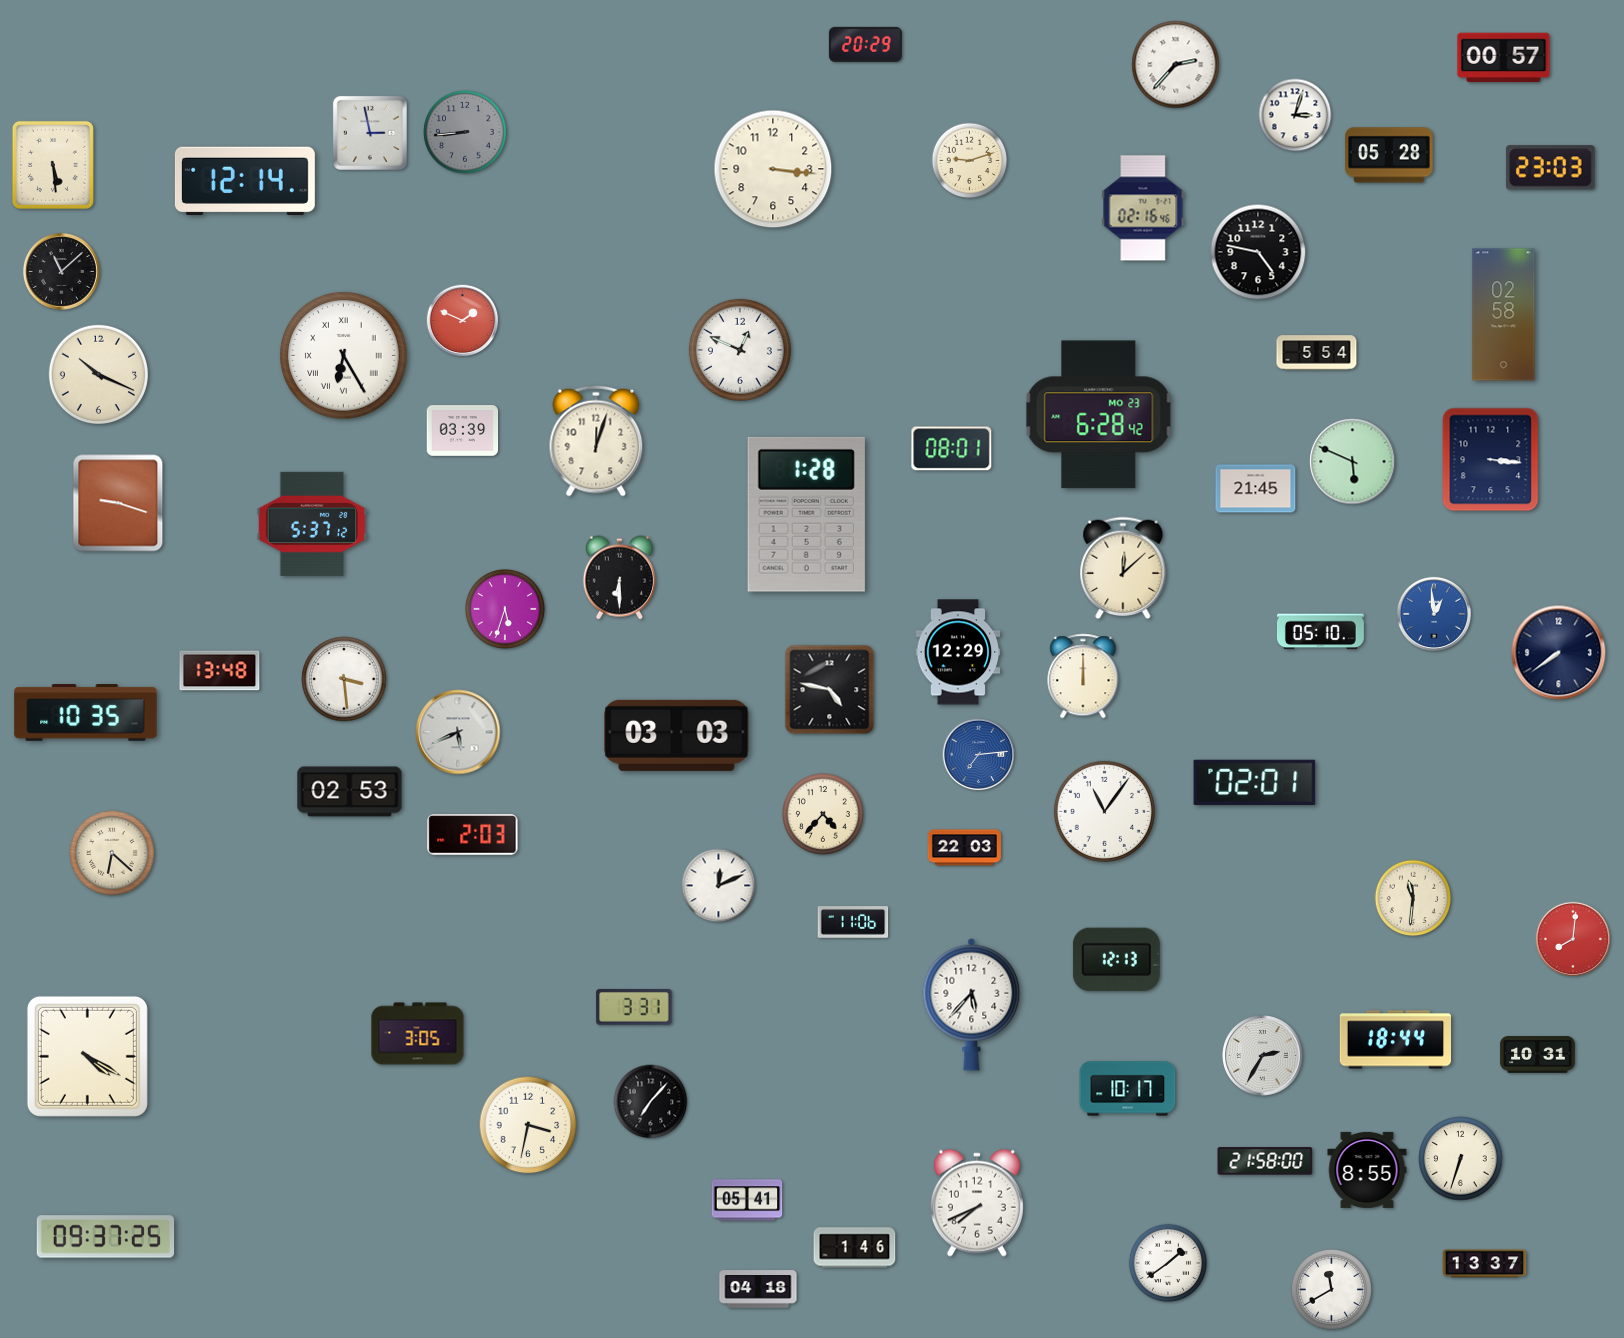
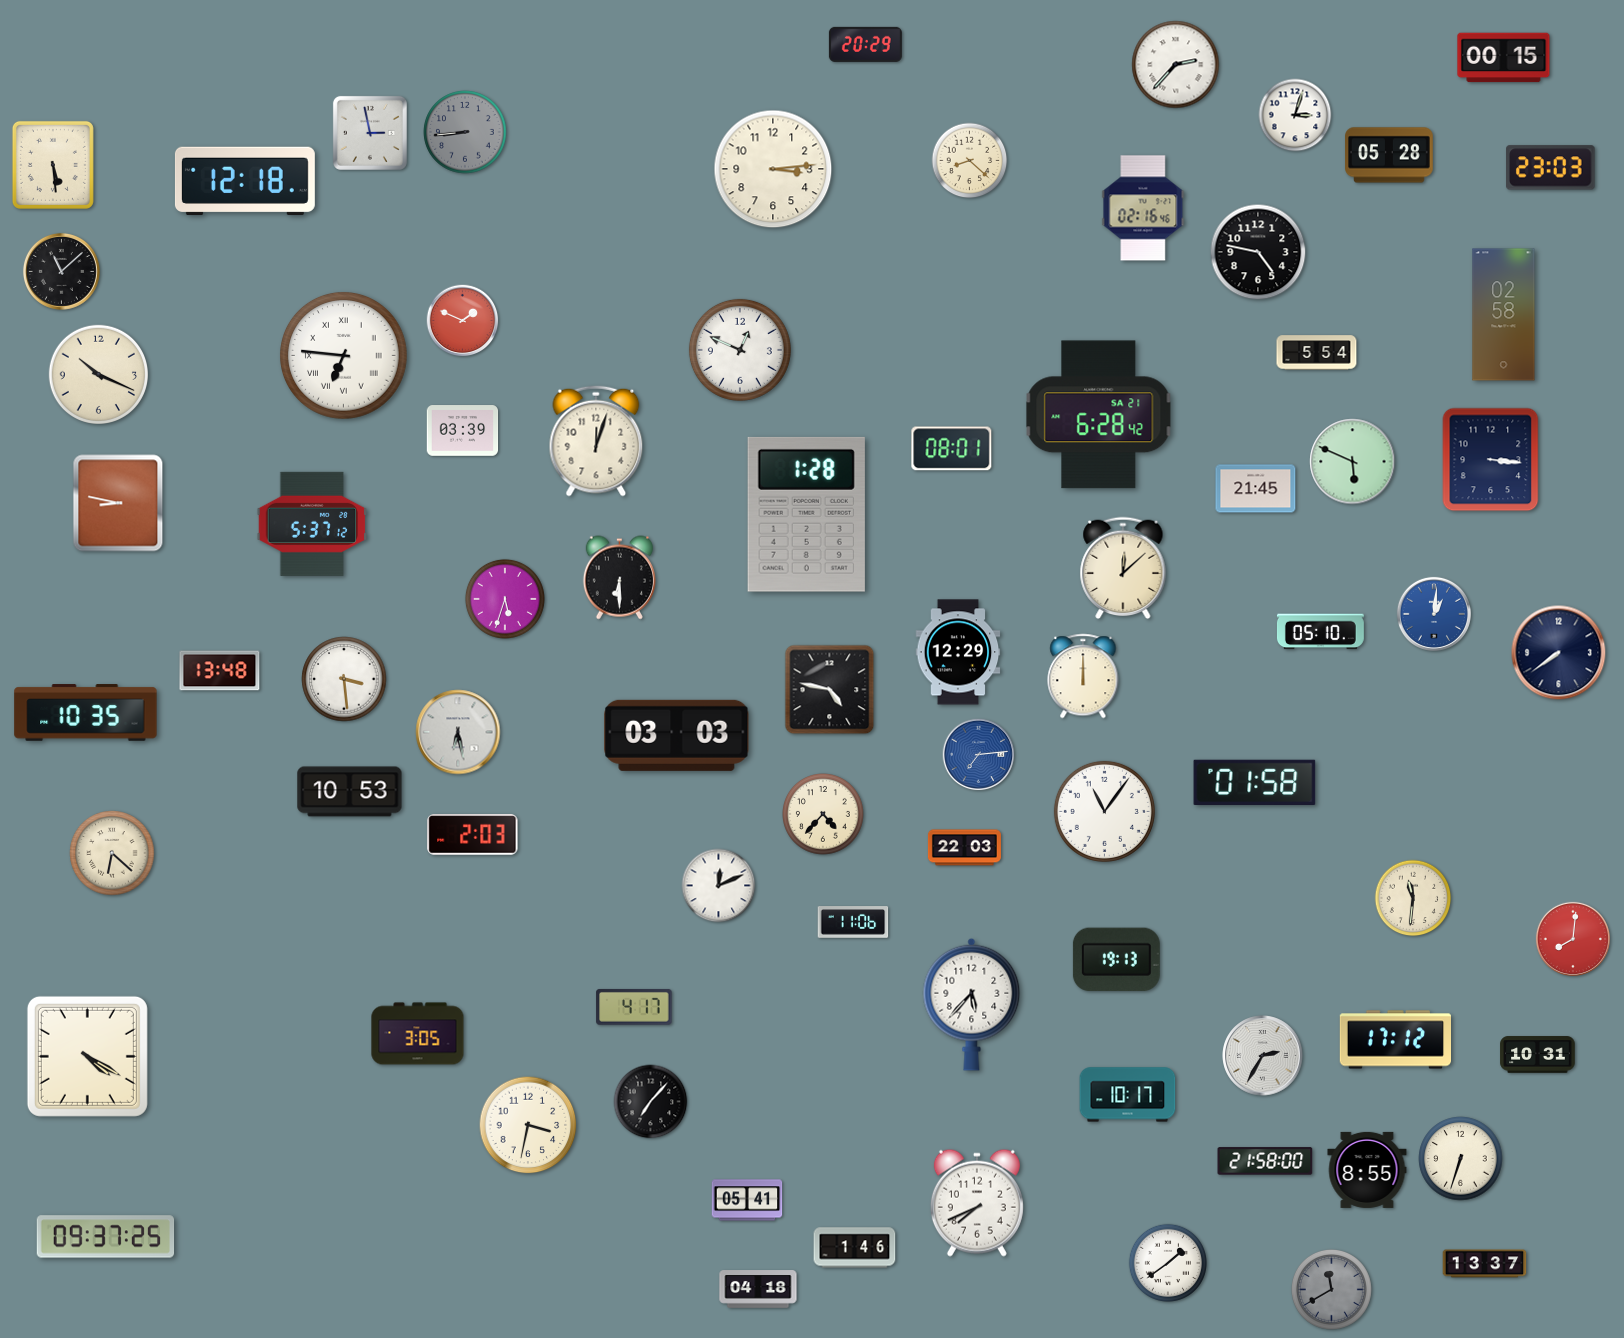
clock at (1504, 58): 00:57 -> 00:15
clock at (970, 161): 9:12 -> 8:22
clock at (773, 169): 3:16 -> 3:14
clock at (245, 181): 12:14 -> 12:18
clock at (344, 356): 6:25 -> 6:46
clock at (1099, 415) date: MO 23 -> SA 21
clock at (118, 503): 9:18 -> 8:47
clock at (505, 609) position: (505, 609) -> (505, 599)
clock at (1434, 614): 12:59 -> 1:01
clock at (458, 732): 5:41 -> 6:28
clock at (1255, 783): 02:01 -> 01:58
clock at (350, 792): 02:53 -> 10:53
clock at (1116, 960): 12:13 -> 19:13
clock at (634, 1007): 3:31 -> 4:17
clock at (1395, 1040): 18:44 -> 17:12
clock at (1128, 1089) position: (1128, 1089) -> (1128, 1095)
clock at (1331, 1289) dial: white -> grey
